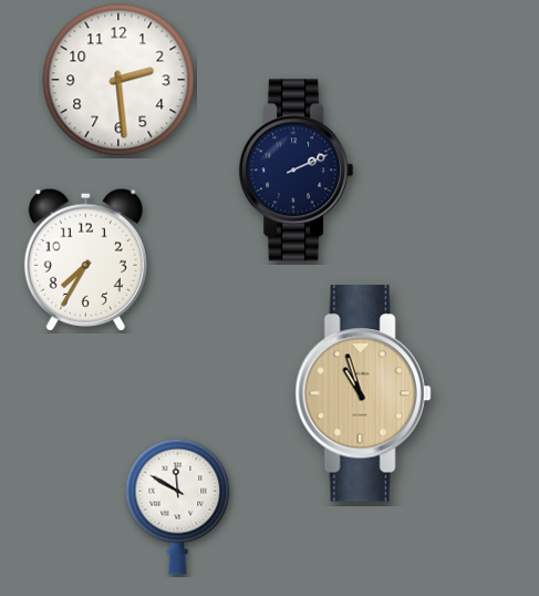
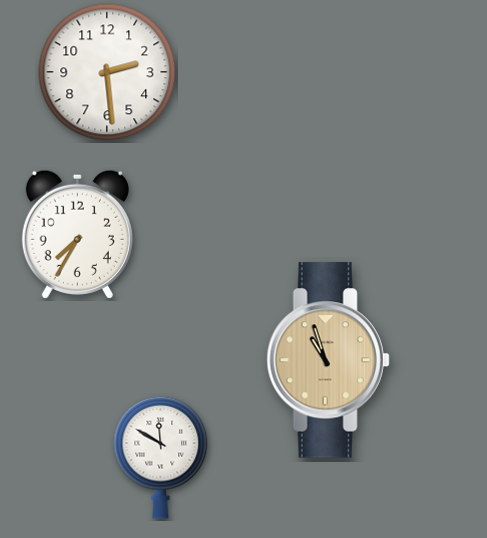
clock at (297, 171): 2:11 -> none
clock at (363, 393) position: (363, 393) -> (328, 360)
